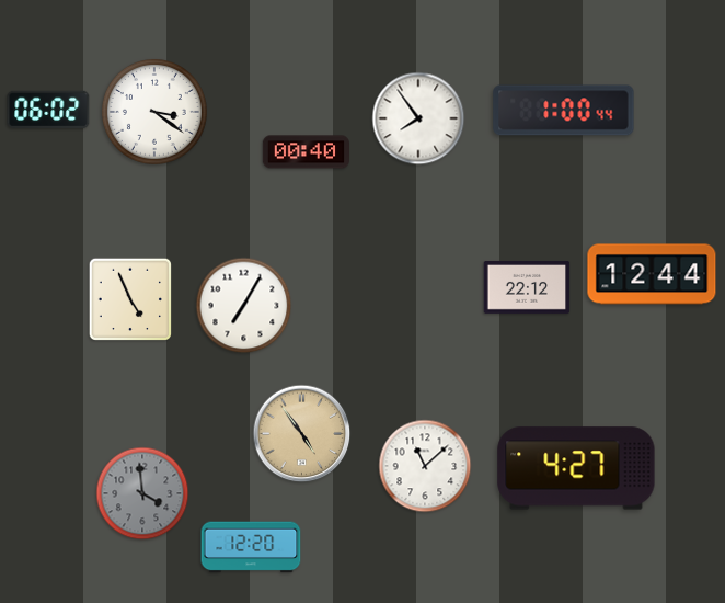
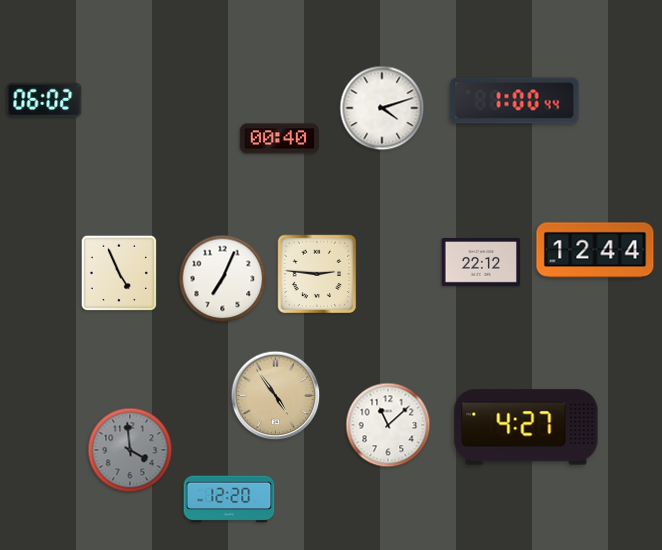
clock at (154, 112): 3:21 -> none
clock at (418, 118): 7:54 -> 4:12
clock at (317, 274): none -> 2:46
clock at (244, 306): 7:05 -> 7:04
